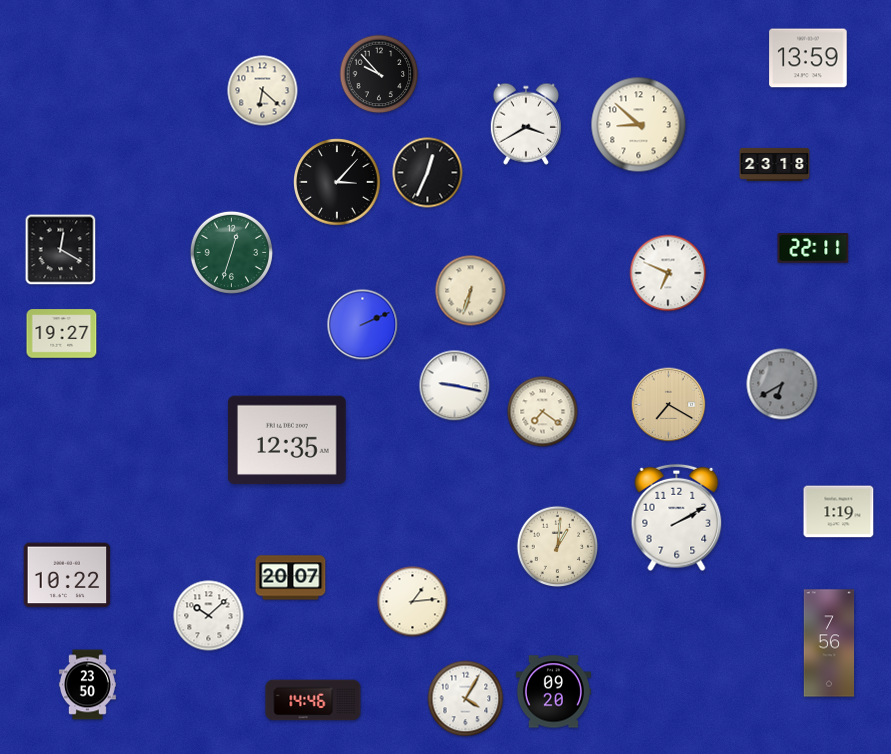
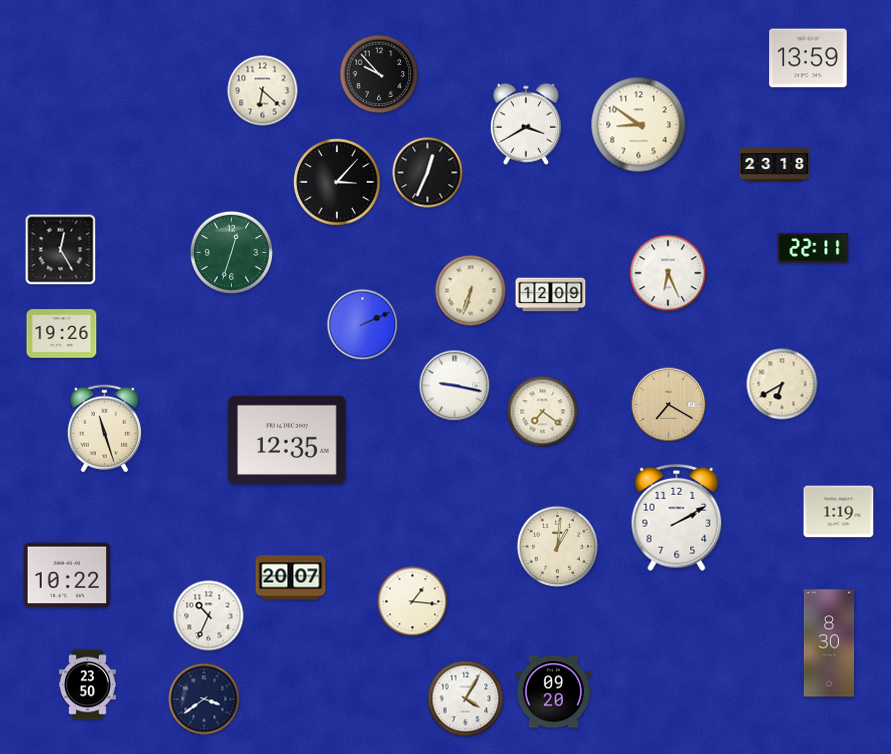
clock at (639, 125): 8:52 -> 8:51
clock at (61, 250): 12:20 -> 12:25
clock at (668, 273): 6:49 -> 6:26
clock at (551, 295): none -> 12:09
clock at (62, 334): 19:27 -> 19:26
clock at (782, 384) dial: grey -> cream
clock at (104, 429): none -> 11:27
clock at (413, 602): 1:14 -> 1:16
clock at (209, 616): 10:08 -> 10:34
clock at (829, 643): 7:56 -> 8:30
clock at (204, 699): none -> 3:39
clock at (313, 700): 14:46 -> none
